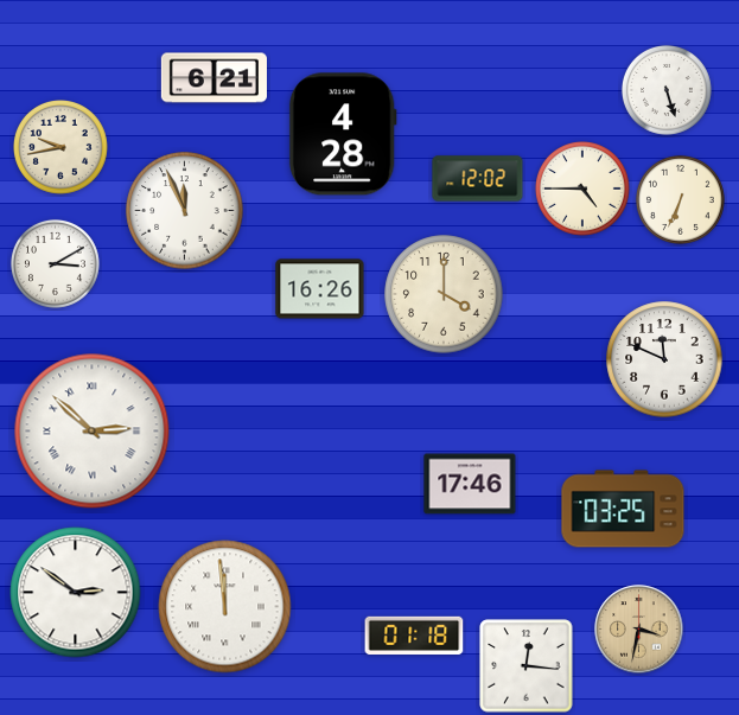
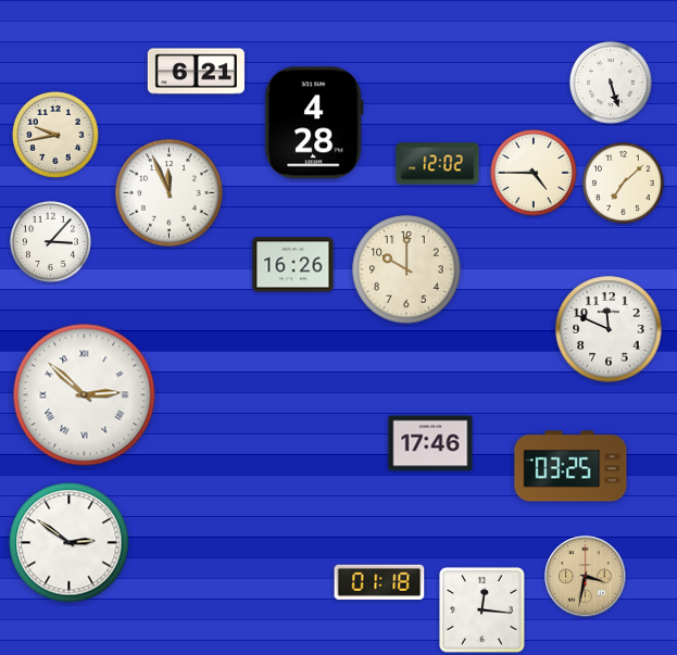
clock at (680, 199): 6:34 -> 7:08
clock at (55, 263): 3:10 -> 3:07
clock at (444, 294): 4:00 -> 10:00
clock at (225, 607): 11:59 -> none
